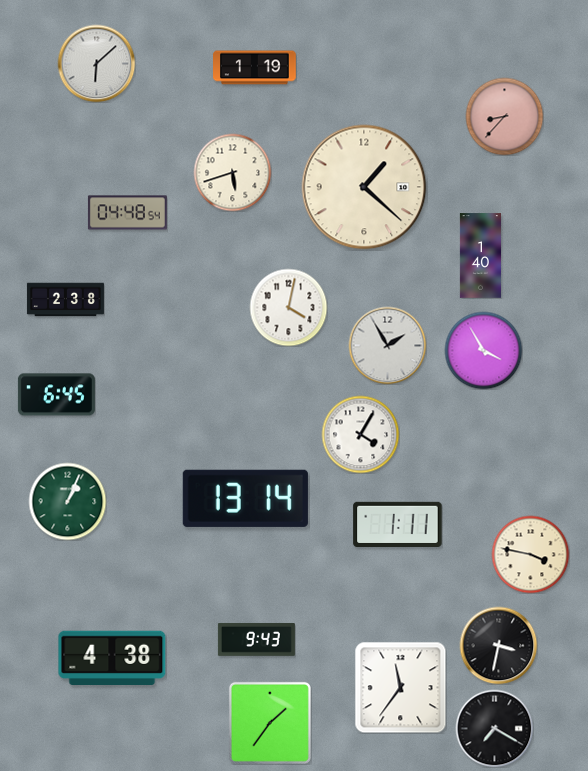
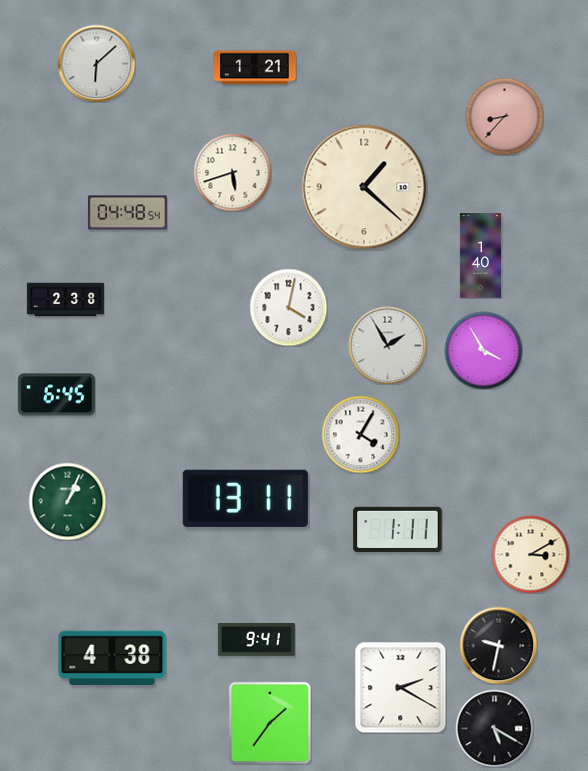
clock at (255, 68): 1:19 -> 1:21
clock at (245, 498): 13:14 -> 13:11
clock at (398, 524) position: (398, 524) -> (398, 529)
clock at (530, 554): 3:47 -> 3:10
clock at (256, 639): 9:43 -> 9:41
clock at (498, 645): 3:32 -> 9:32
clock at (400, 687): 11:36 -> 2:20
clock at (494, 728): 7:20 -> 5:20
